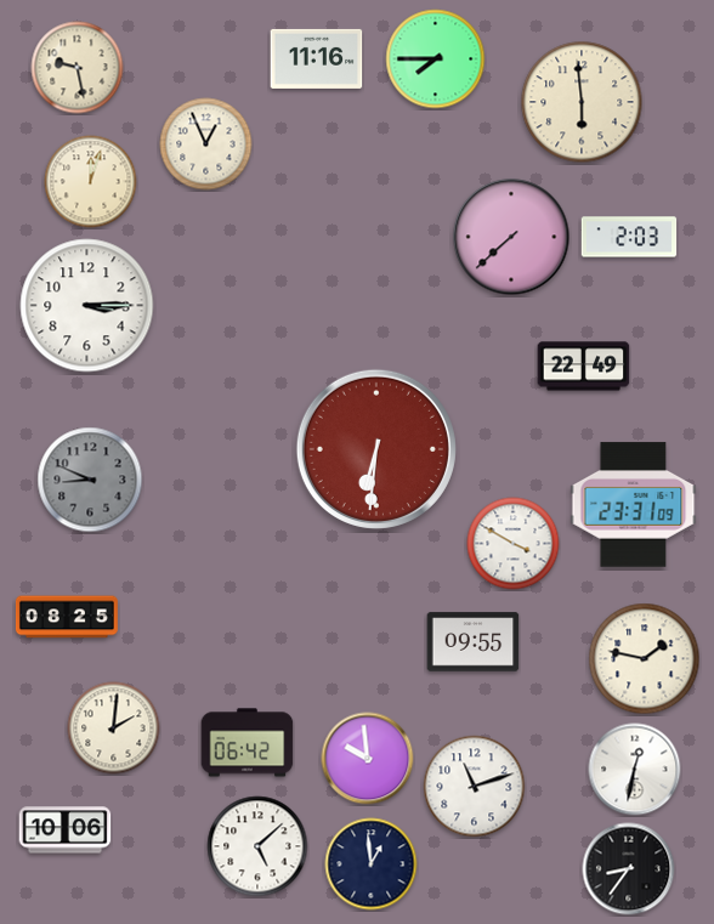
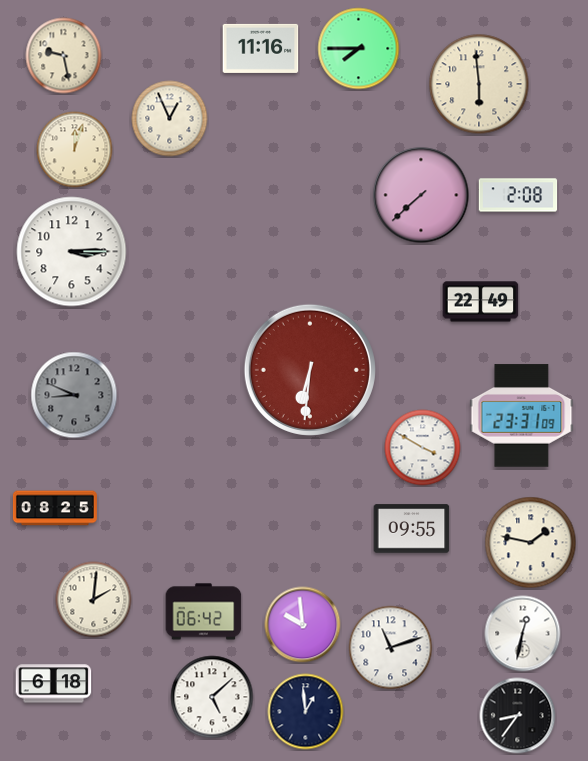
clock at (629, 237): 2:03 -> 2:08
clock at (474, 642) position: (474, 642) -> (412, 529)
clock at (66, 831): 10:06 -> 6:18
